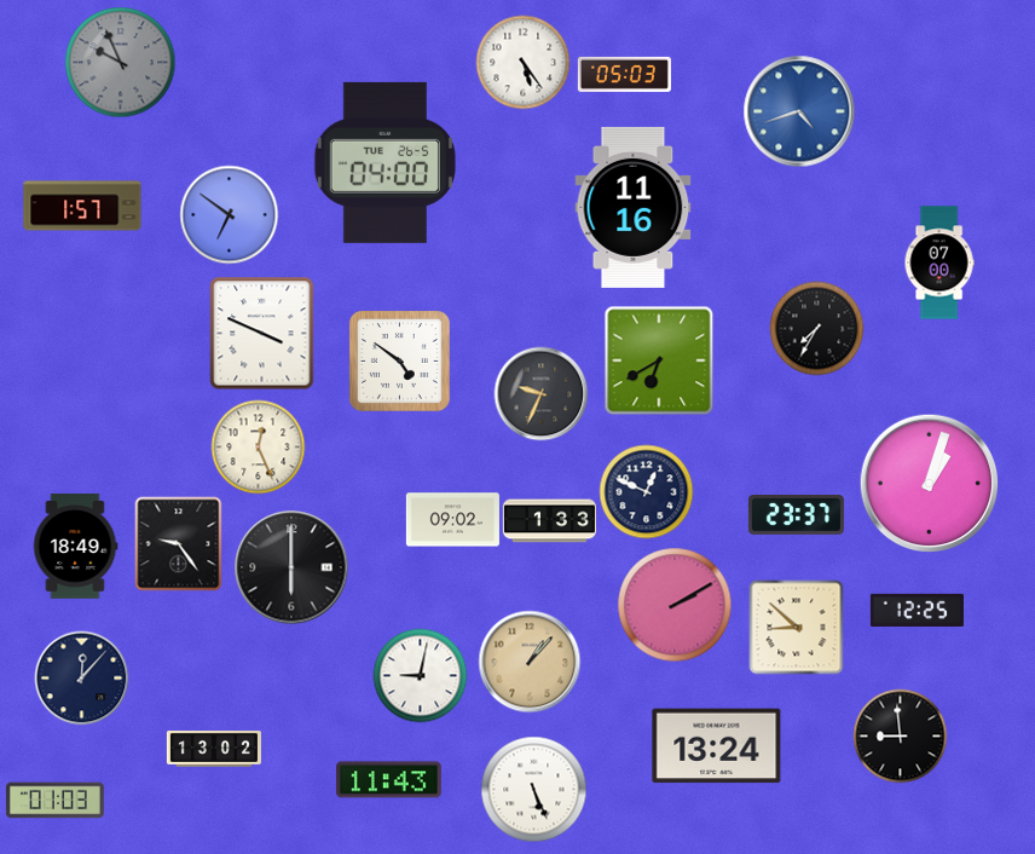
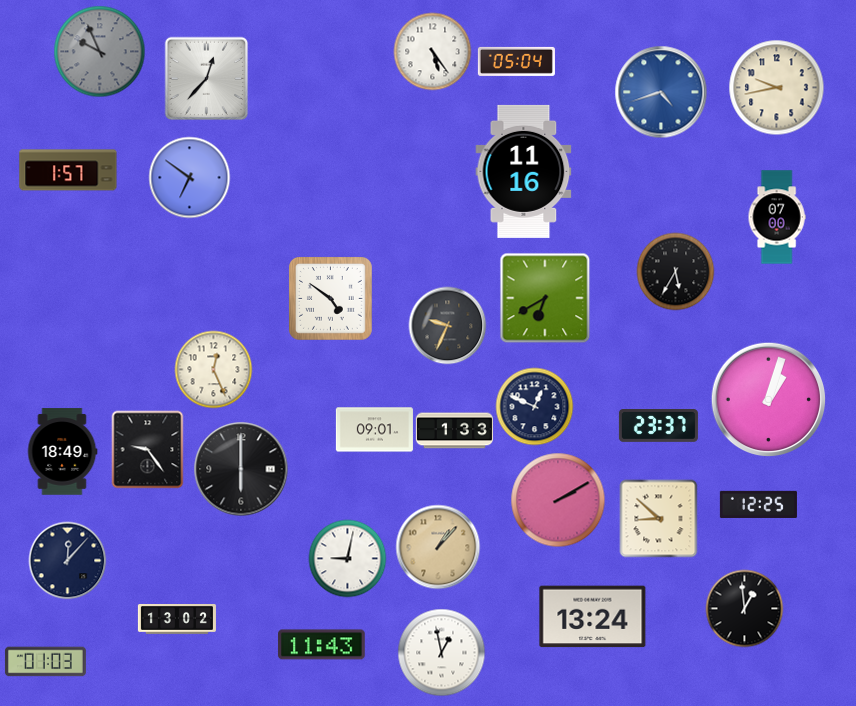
clock at (624, 74): 05:03 -> 05:04
clock at (206, 78): none -> 12:37
clock at (776, 87): none -> 9:43
clock at (384, 162): 04:00 -> none
clock at (816, 328): 7:35 -> 5:35
clock at (262, 333): 3:49 -> none
clock at (452, 520): 09:02 -> 09:01
clock at (900, 735): 8:59 -> 12:59
clock at (533, 789): 5:26 -> 12:58
